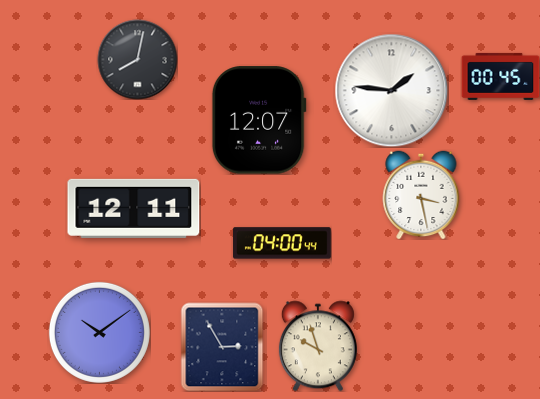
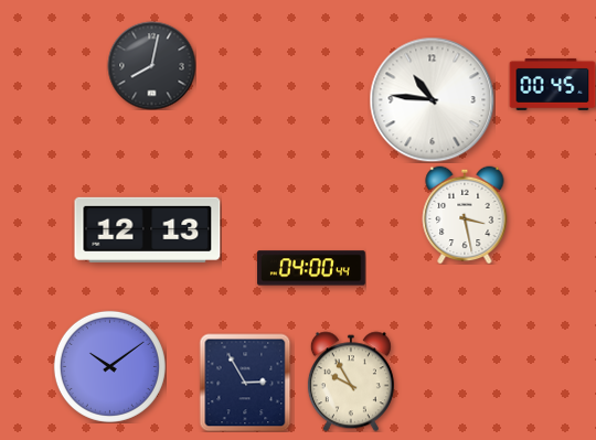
clock at (391, 90): 1:46 -> 10:46
clock at (259, 120): 12:07 -> none
clock at (134, 208): 12:11 -> 12:13
clock at (318, 346): 9:57 -> 9:55
